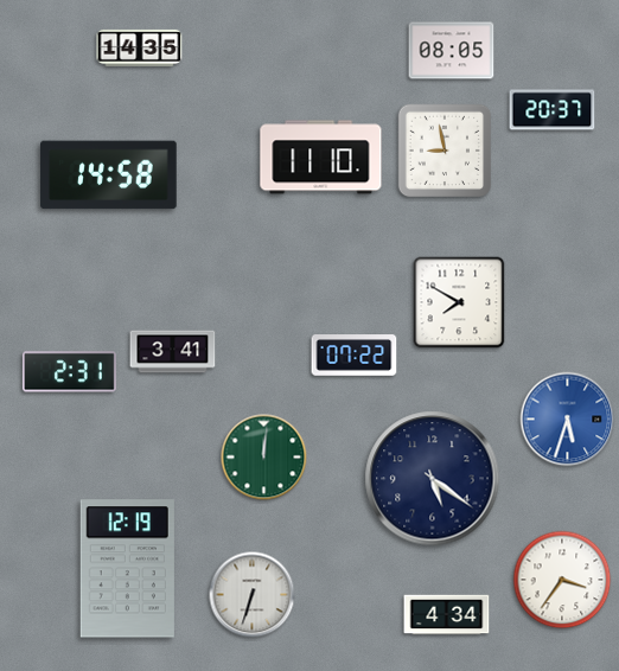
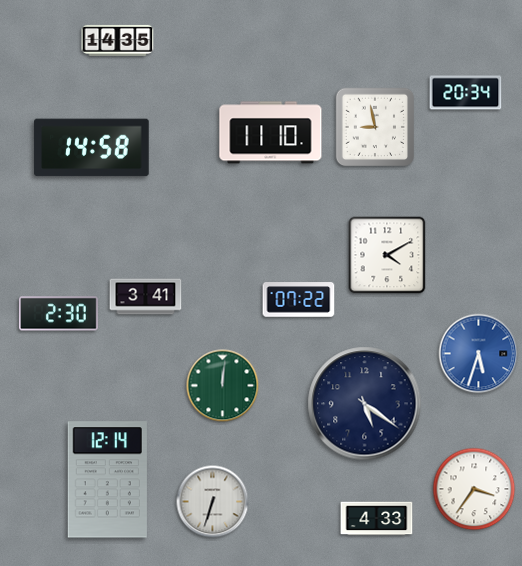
clock at (452, 51): 08:05 -> none
clock at (553, 110): 20:37 -> 20:34
clock at (459, 302): 7:50 -> 4:10
clock at (69, 372): 2:31 -> 2:30
clock at (127, 569): 12:19 -> 12:14
clock at (447, 615): 4:34 -> 4:33
